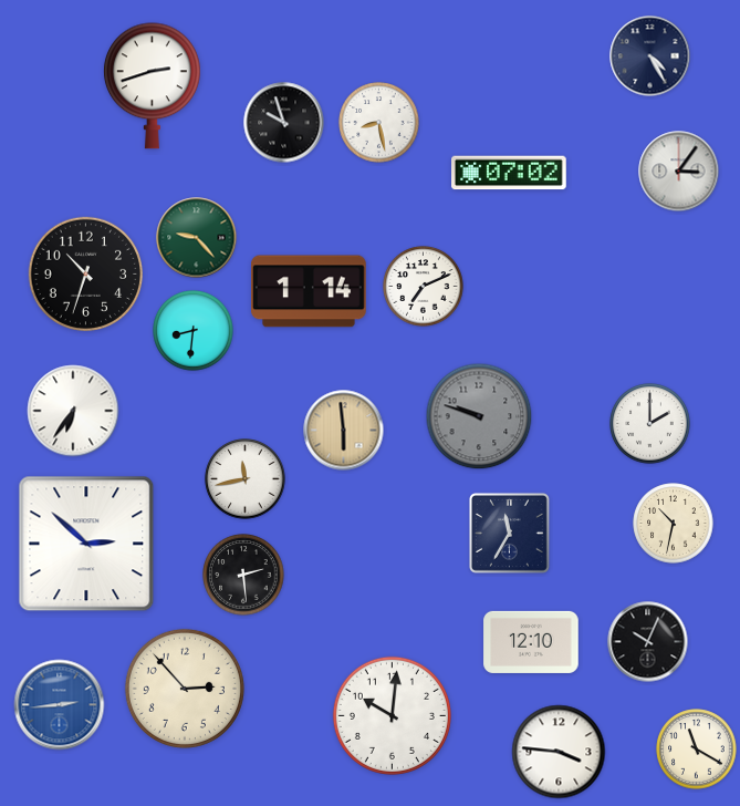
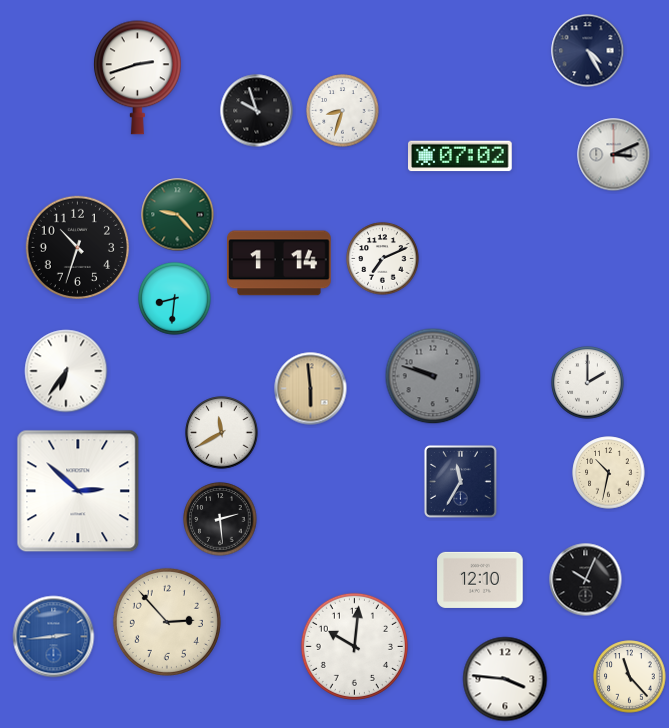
clock at (379, 123): 8:28 -> 8:33
clock at (679, 172): 3:06 -> 3:11
clock at (246, 479): 11:43 -> 11:40
clock at (697, 750): 11:20 -> 11:23
